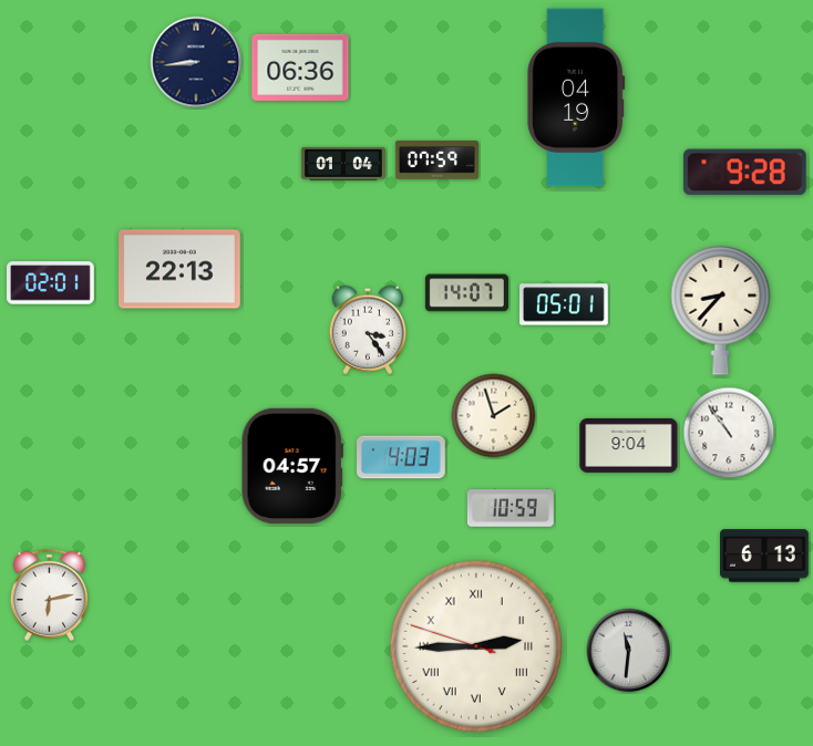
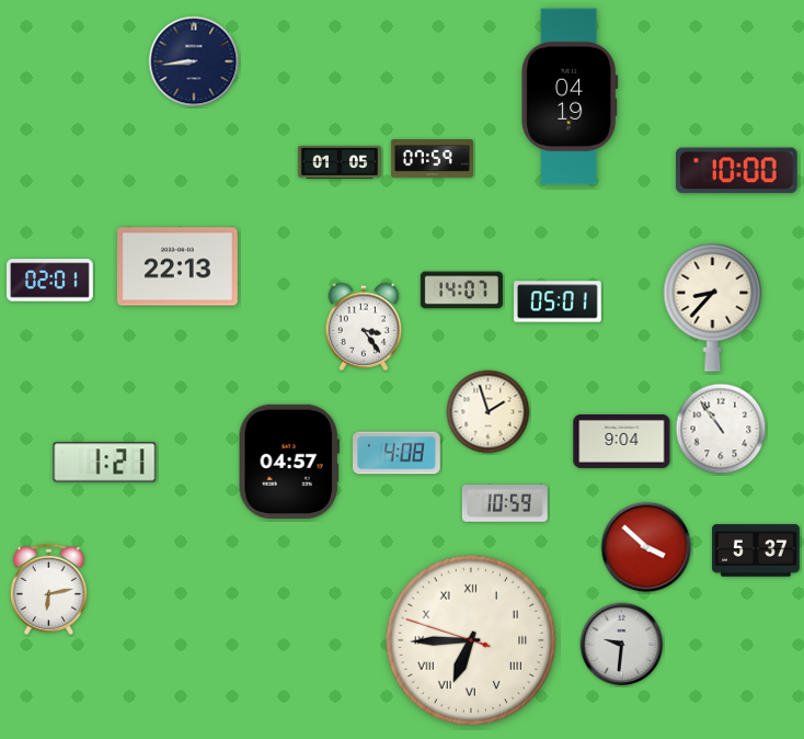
clock at (300, 68): 06:36 -> none
clock at (343, 164): 01:04 -> 01:05
clock at (744, 173): 9:28 -> 10:00
clock at (402, 457): 4:03 -> 4:08
clock at (105, 463): none -> 1:21
clock at (646, 547): none -> 3:52
clock at (764, 556): 6:13 -> 5:37
clock at (476, 646): 2:44 -> 6:44
clock at (629, 651): 11:31 -> 9:31
